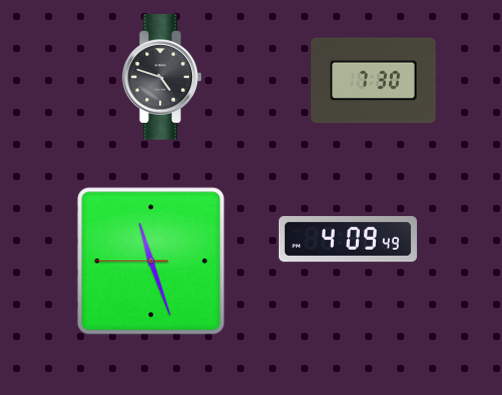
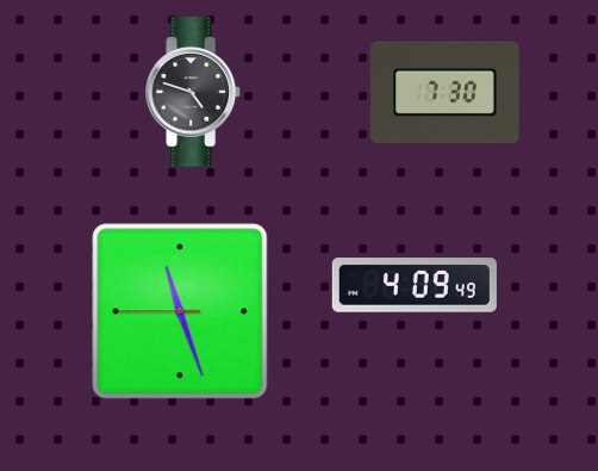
clock at (373, 81) position: (373, 81) -> (444, 93)
